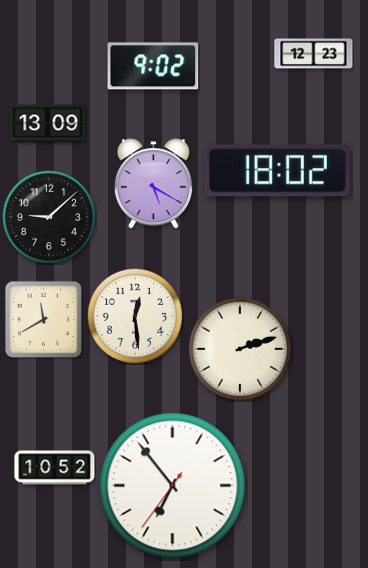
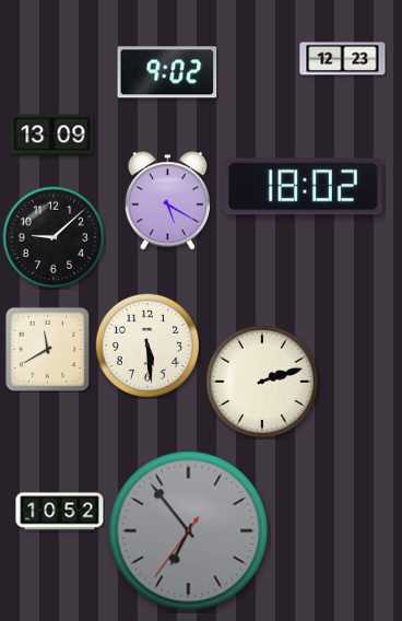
clock at (134, 315): 12:29 -> 5:29
clock at (173, 486) dial: white -> grey
